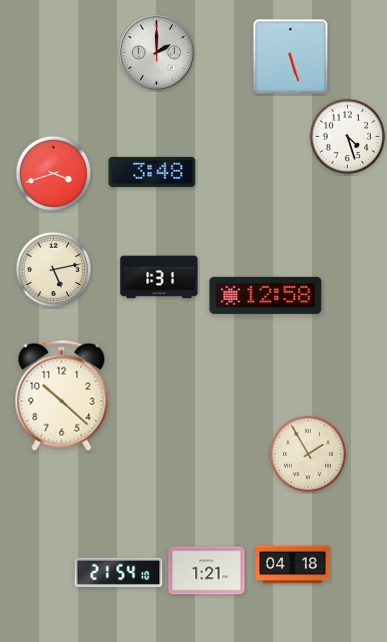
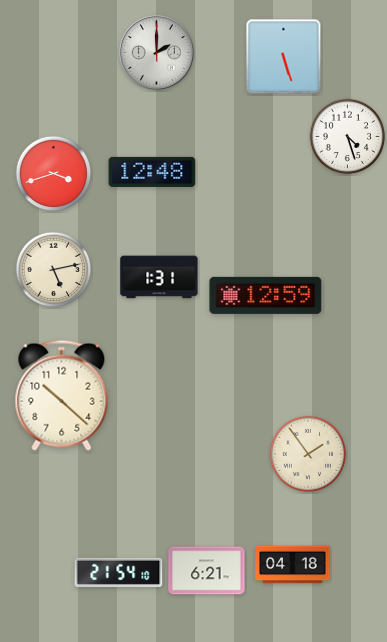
clock at (291, 57) position: (291, 57) -> (284, 57)
clock at (152, 172): 3:48 -> 12:48
clock at (266, 295): 12:58 -> 12:59
clock at (308, 454): 1:55 -> 1:54
clock at (207, 571): 1:21 -> 6:21
